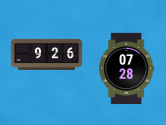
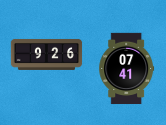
clock at (127, 69): 07:28 -> 07:41
